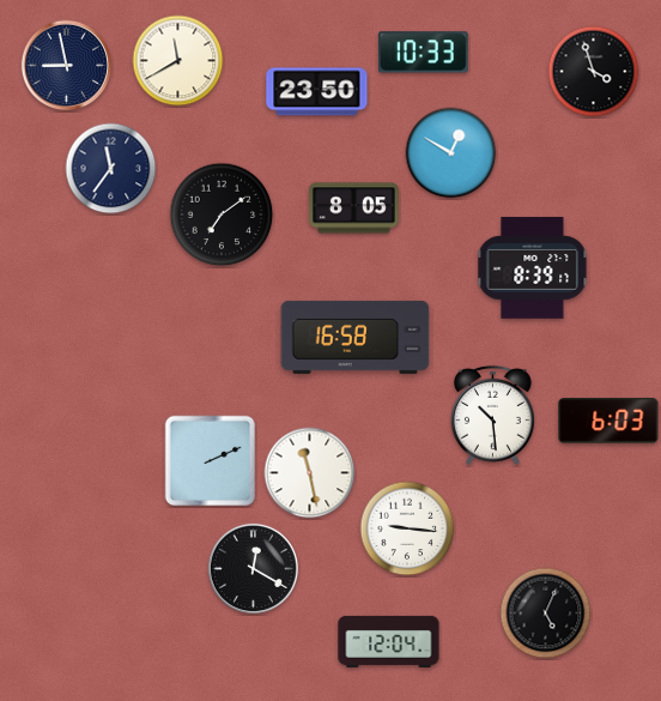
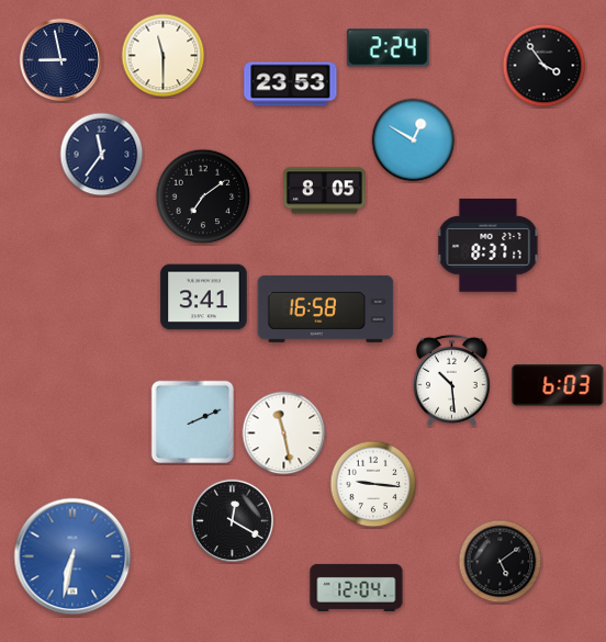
clock at (423, 53): 10:33 -> 2:24
clock at (178, 61): 11:40 -> 11:30
clock at (594, 72): 3:57 -> 3:54
clock at (317, 92): 23:50 -> 23:53
clock at (533, 268): 8:39 -> 8:37
clock at (204, 297): none -> 3:41
clock at (72, 556): none -> 6:32
clock at (546, 614): 5:04 -> 5:09
